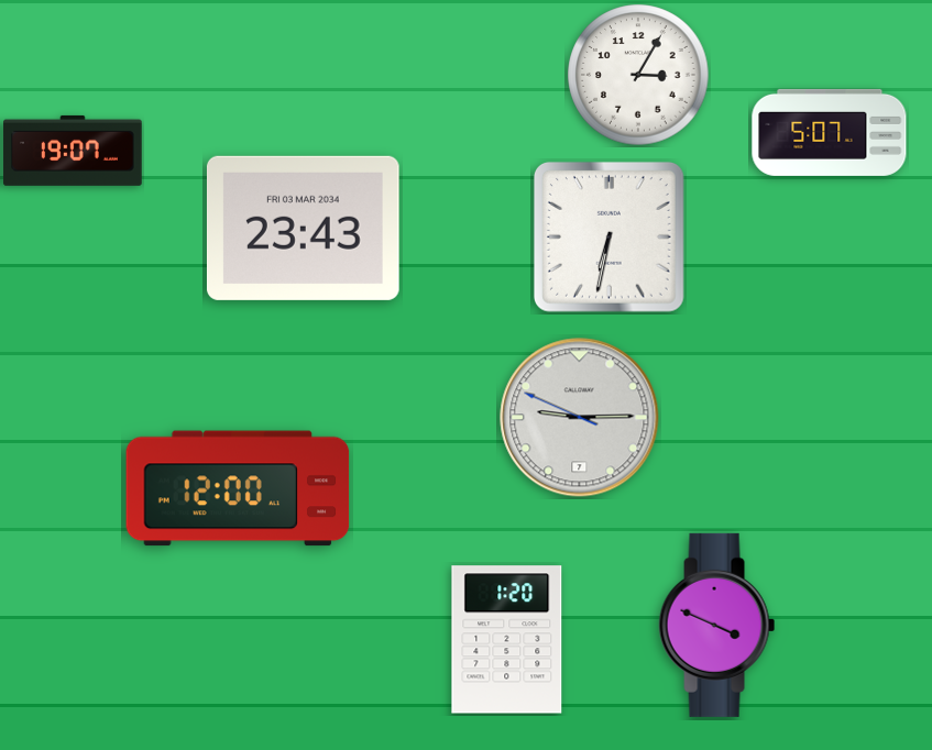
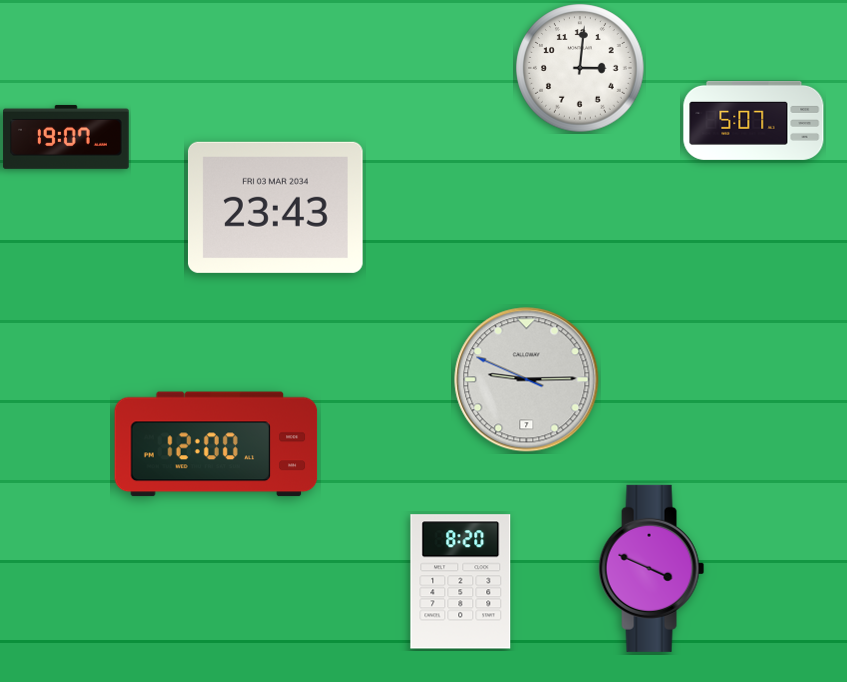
clock at (638, 75): 3:05 -> 3:01
clock at (610, 238): 6:32 -> none
clock at (507, 640): 1:20 -> 8:20
